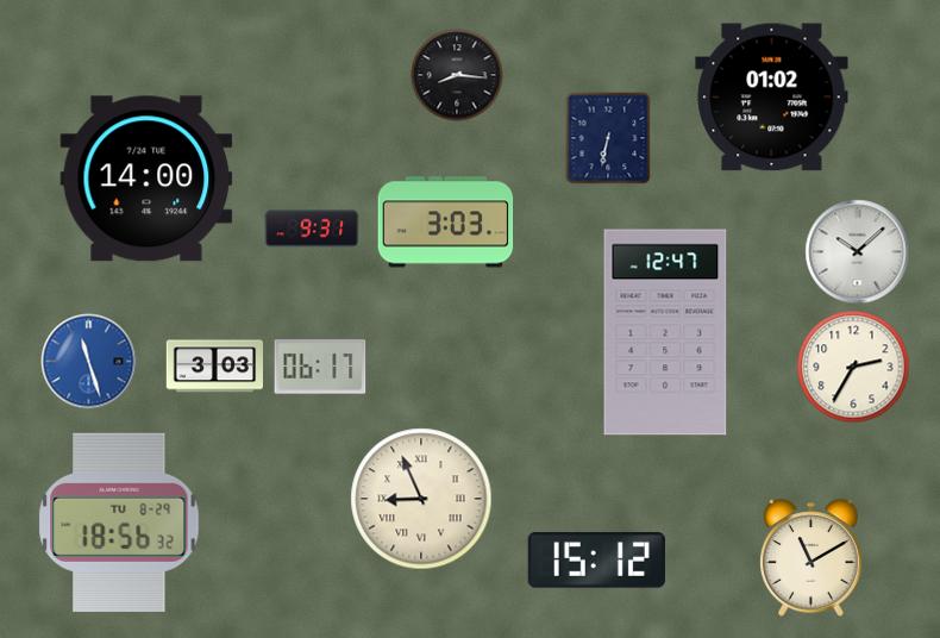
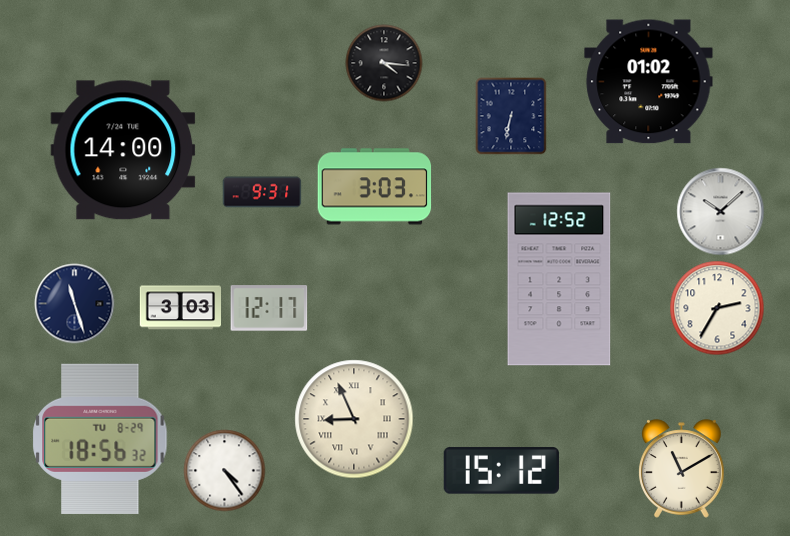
clock at (457, 75): 8:16 -> 4:16
clock at (665, 332): 12:47 -> 12:52
clock at (89, 362) dial: blue -> navy
clock at (320, 367): 06:17 -> 12:17
clock at (225, 471): none -> 4:24
